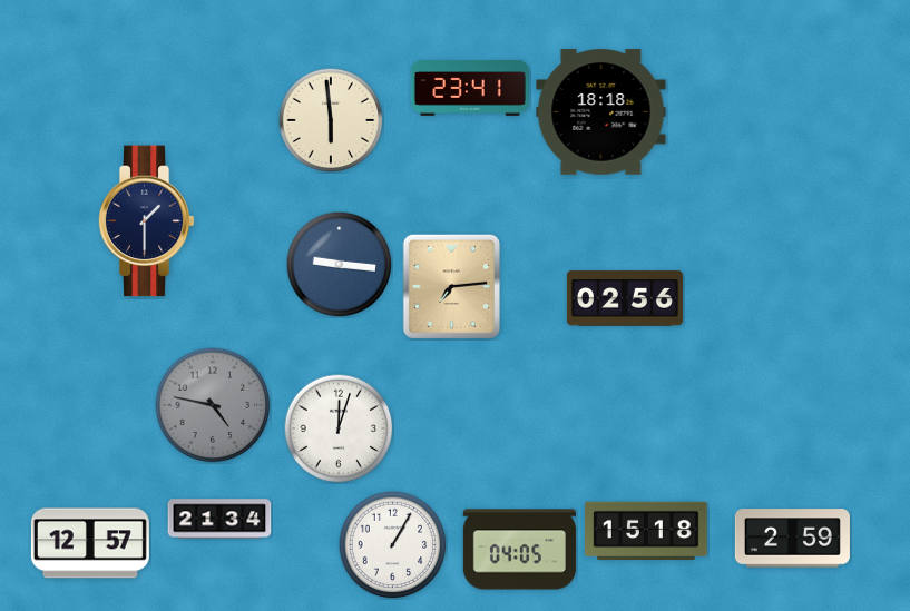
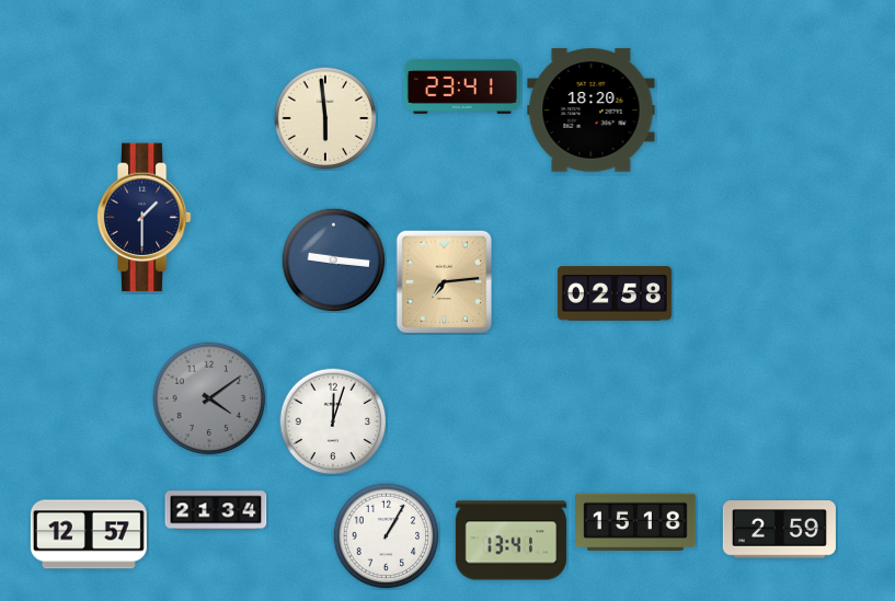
clock at (601, 112): 18:18 -> 18:20
clock at (625, 298): 02:56 -> 02:58
clock at (213, 405): 4:47 -> 4:09
clock at (519, 550): 04:05 -> 13:41
